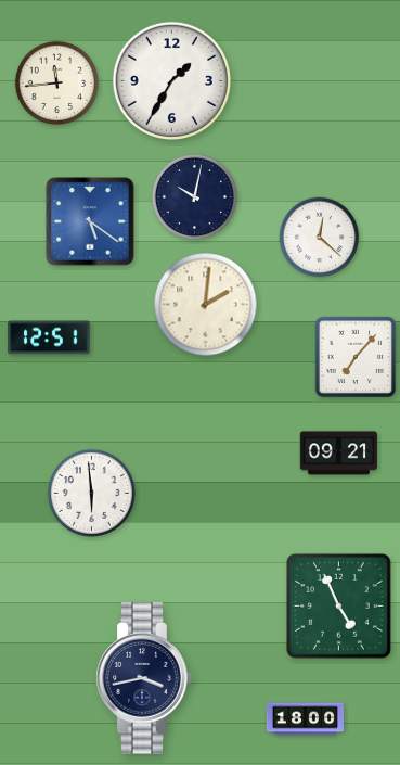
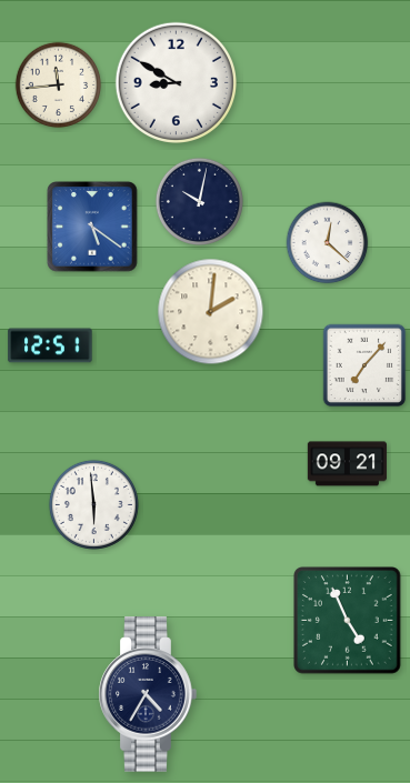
clock at (171, 80): 1:35 -> 8:50
clock at (144, 678): 3:43 -> 4:35
clock at (305, 719): 18:00 -> none
